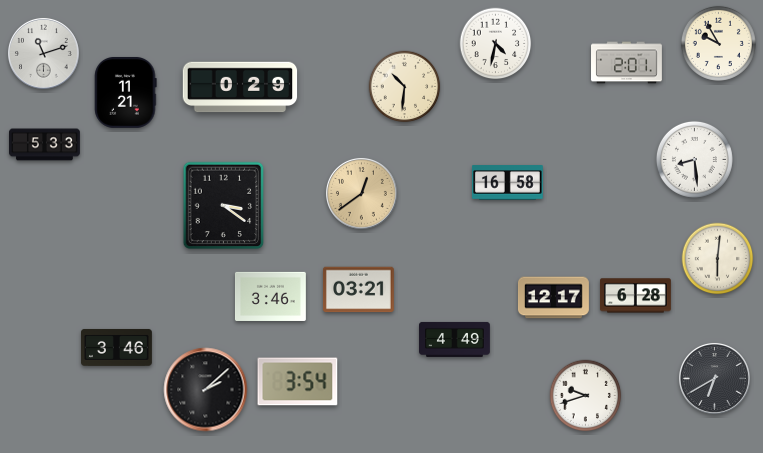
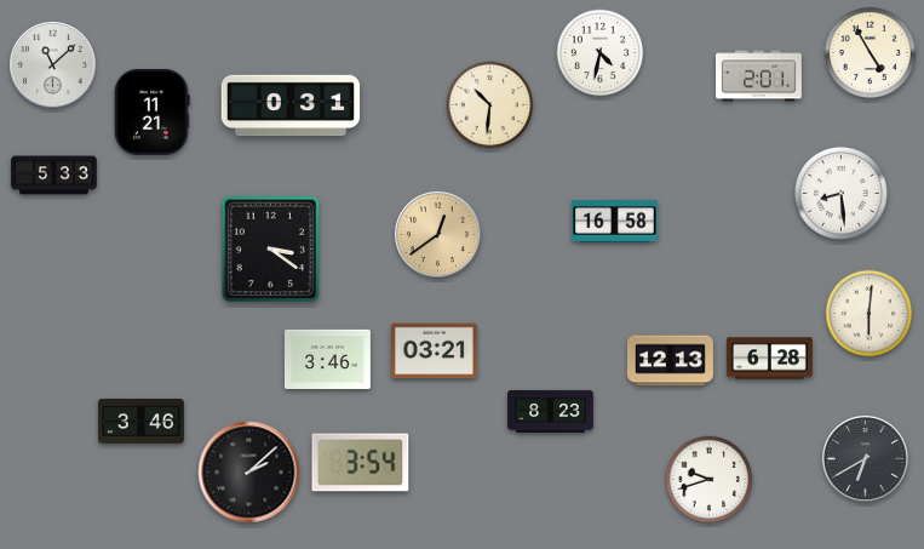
clock at (718, 43): 9:55 -> 4:55
clock at (43, 53): 11:12 -> 11:08
clock at (240, 87): 0:29 -> 0:31
clock at (553, 298): 12:17 -> 12:13
clock at (455, 339): 4:49 -> 8:23
